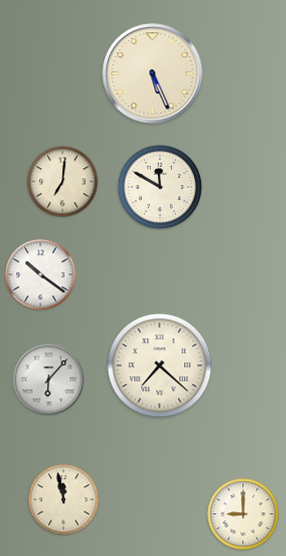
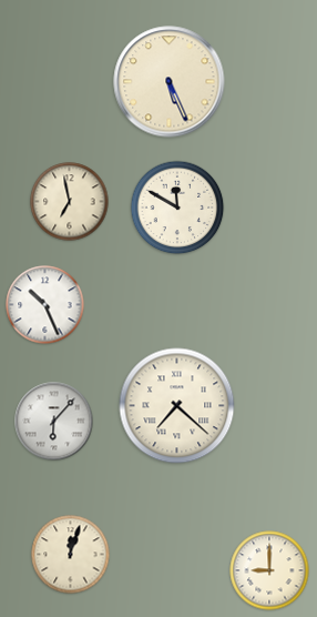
clock at (63, 182): 7:01 -> 6:58
clock at (41, 275): 10:21 -> 10:26
clock at (64, 500): 11:58 -> 12:03
